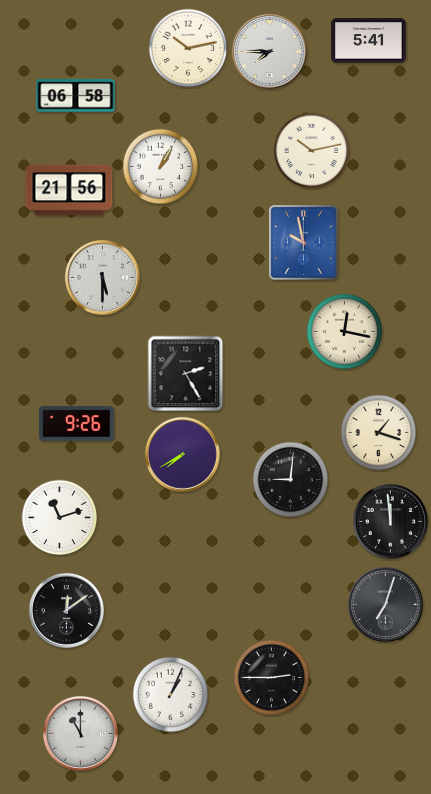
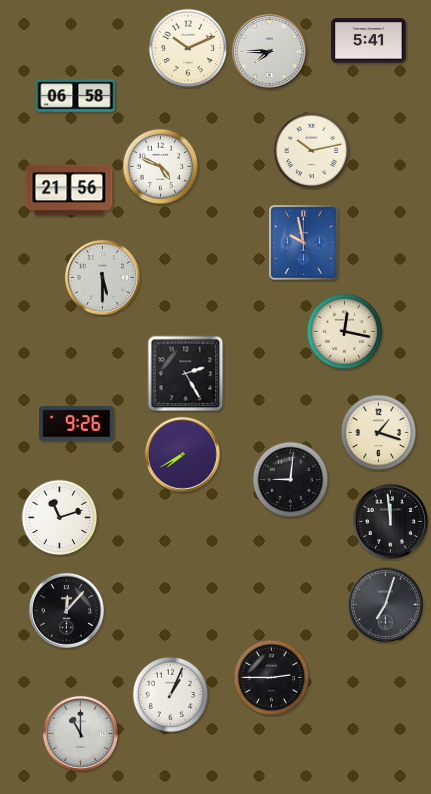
clock at (188, 48): 10:13 -> 10:11
clock at (161, 167): 1:05 -> 4:49
clock at (66, 610): 12:09 -> 12:07
